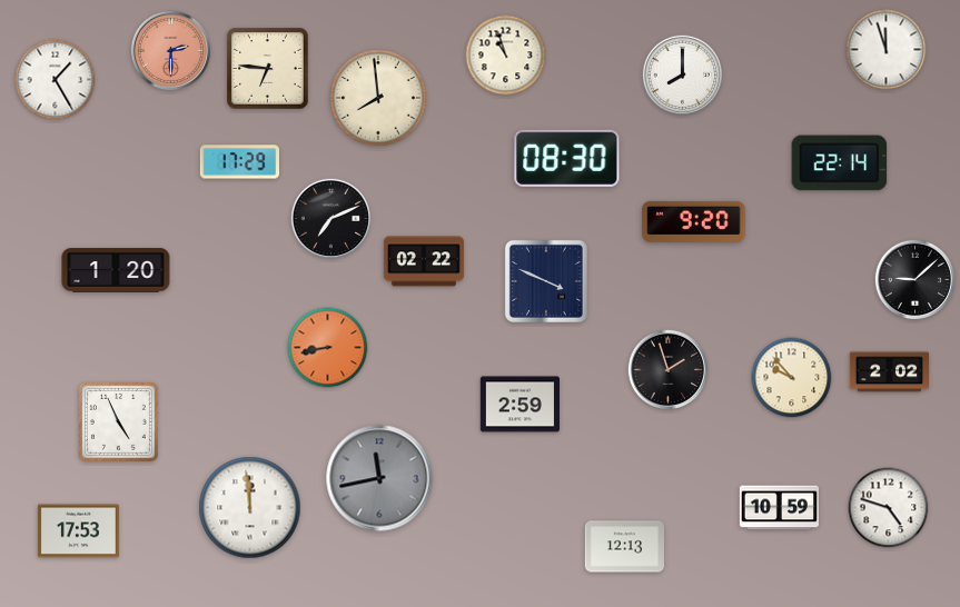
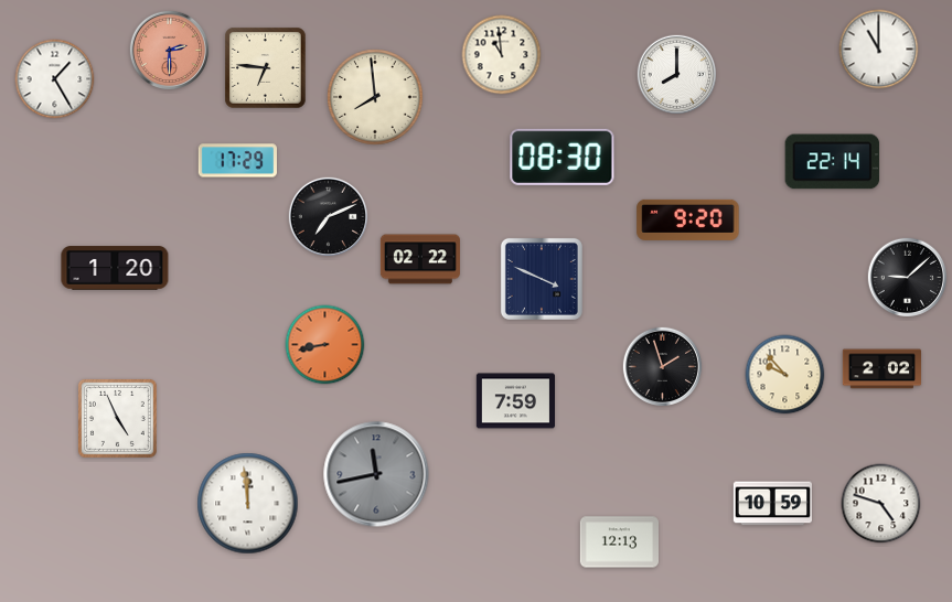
clock at (887, 50): 11:57 -> 11:00
clock at (506, 56): 10:57 -> 10:59
clock at (519, 405): 2:59 -> 7:59
clock at (78, 531): 17:53 -> none
